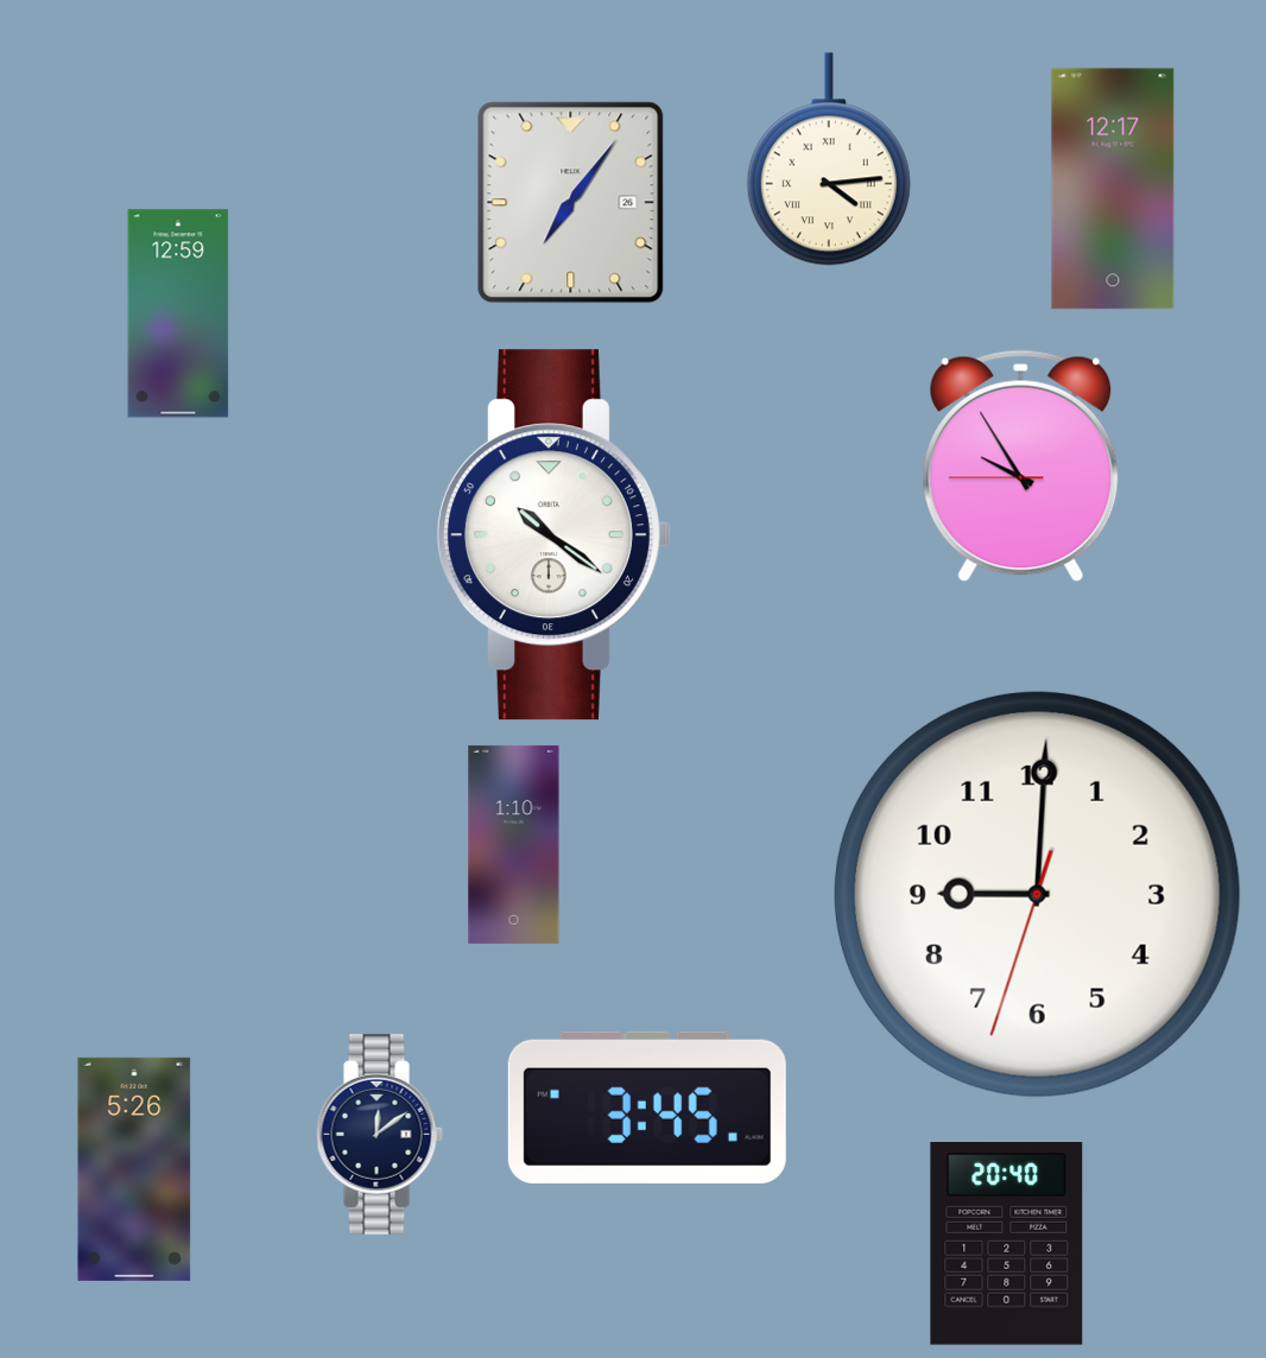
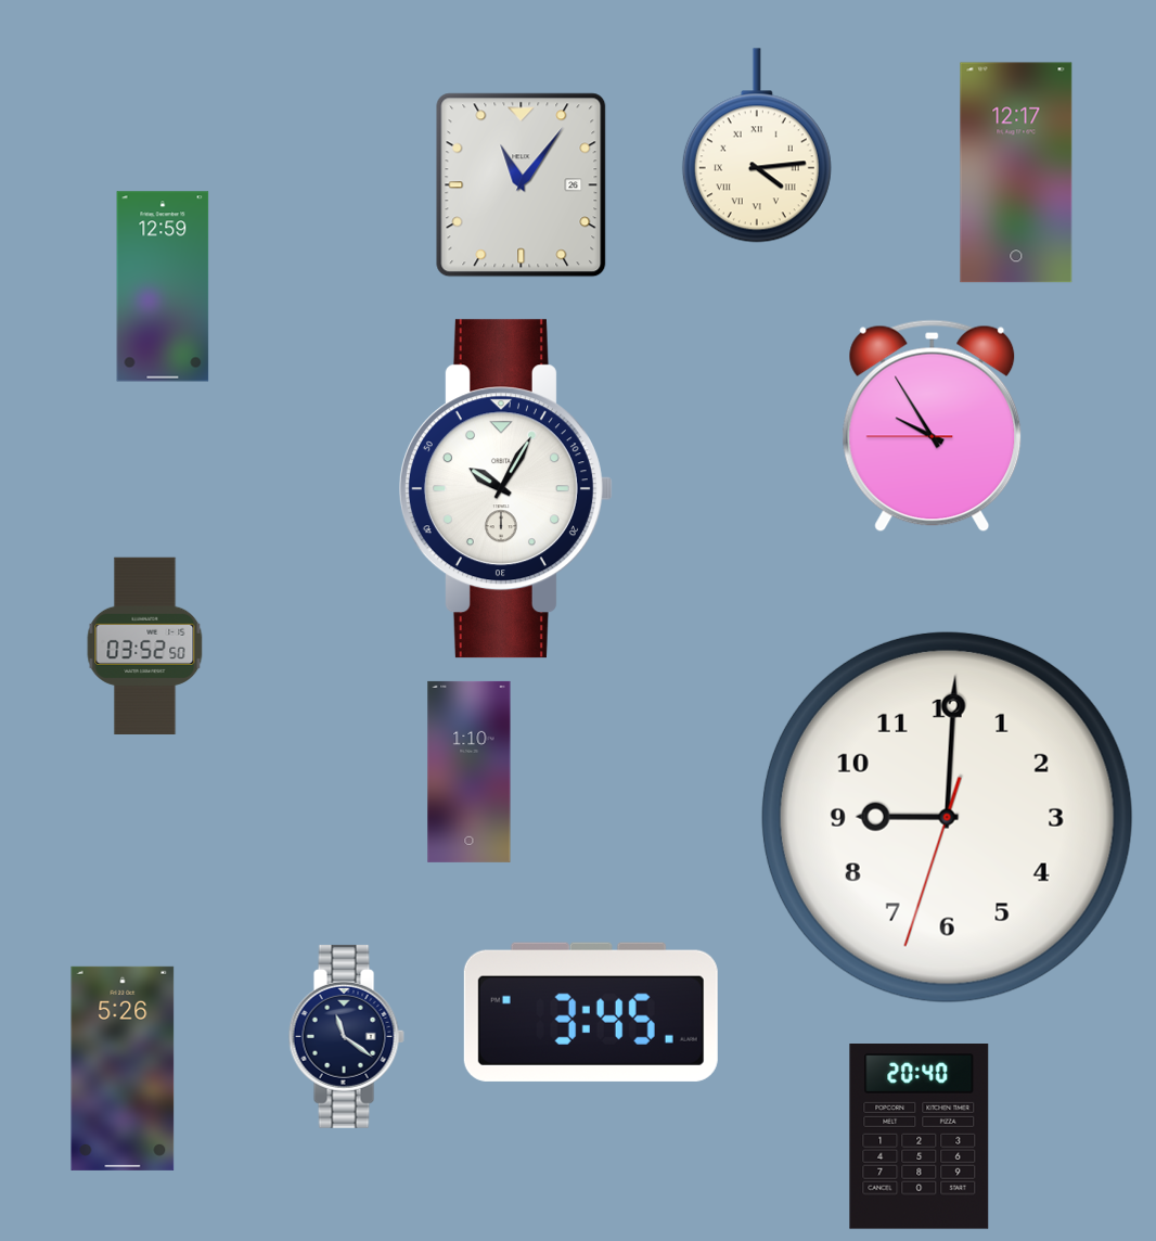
clock at (571, 203): 7:06 -> 11:06
clock at (553, 535): 10:21 -> 10:05
clock at (145, 645): none -> 03:52
clock at (379, 1134): 12:09 -> 11:21
